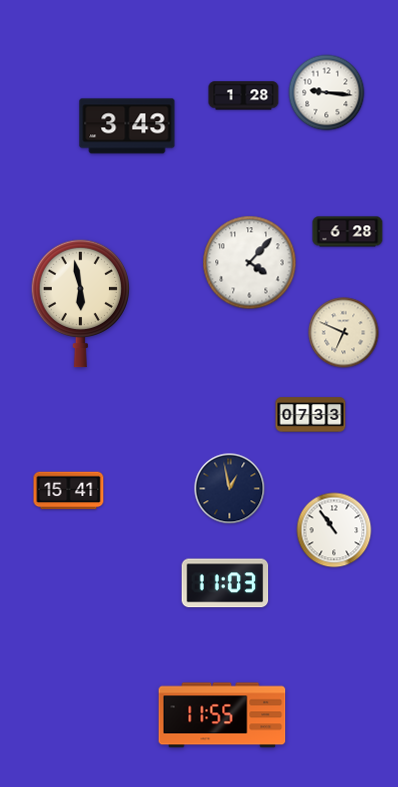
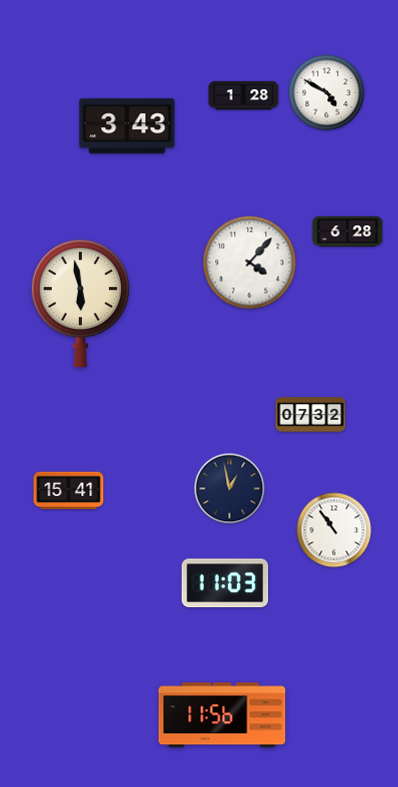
clock at (327, 93): 9:16 -> 4:50
clock at (344, 333): 6:49 -> none
clock at (311, 415): 07:33 -> 07:32
clock at (222, 715): 11:55 -> 11:56
